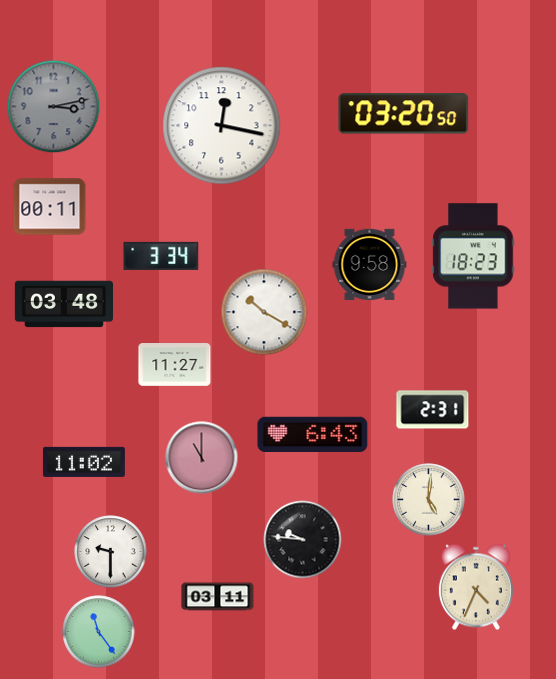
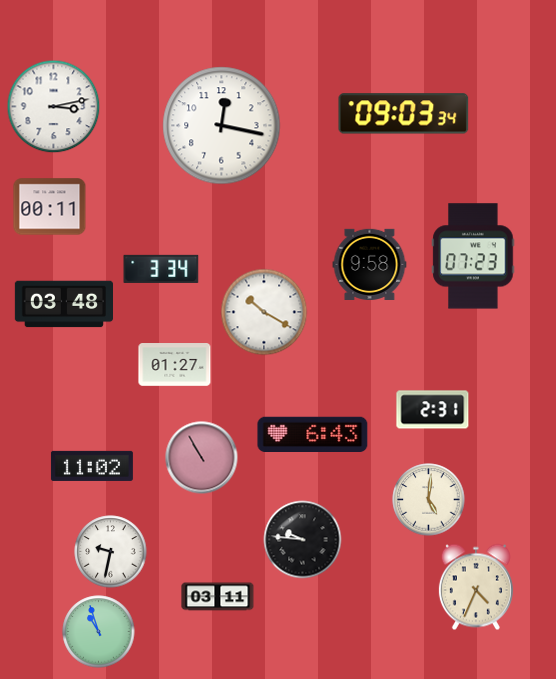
clock at (54, 107) dial: grey -> white
clock at (404, 114): 03:20 -> 09:03
clock at (161, 256) position: (161, 256) -> (161, 269)
clock at (473, 256): 18:23 -> 07:23
clock at (175, 365): 11:27 -> 01:27
clock at (202, 458): 11:00 -> 10:55
clock at (84, 462) position: (84, 462) -> (92, 466)
clock at (111, 552): 9:30 -> 9:32
clock at (99, 632): 11:24 -> 10:57
